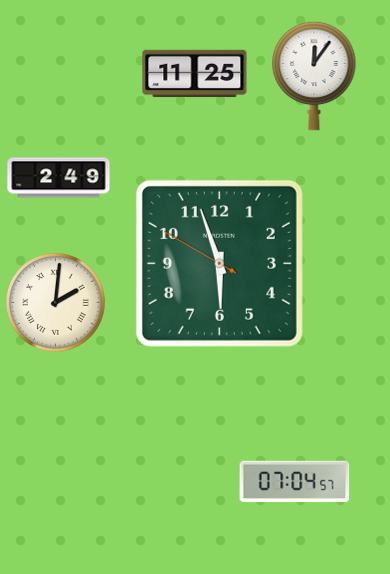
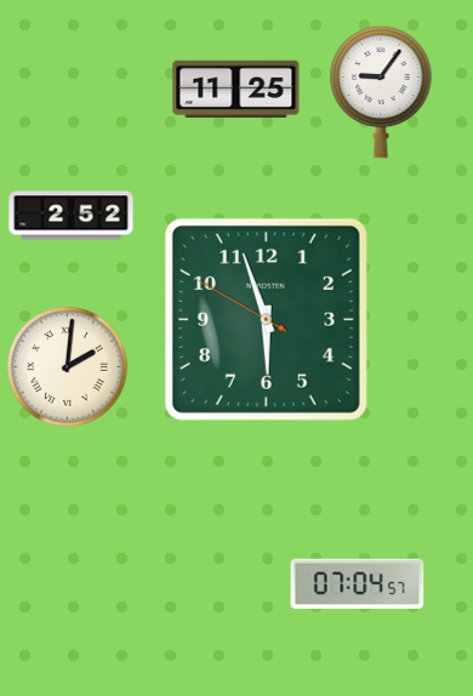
clock at (314, 76): 12:06 -> 9:06
clock at (59, 178): 2:49 -> 2:52
